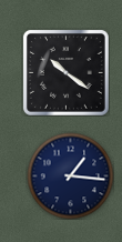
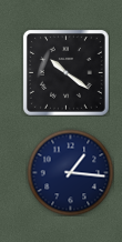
clock at (70, 175) position: (70, 175) -> (70, 172)
